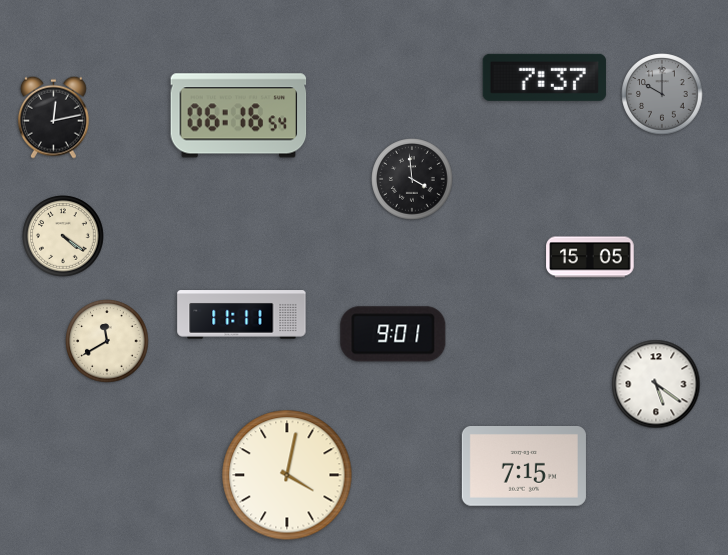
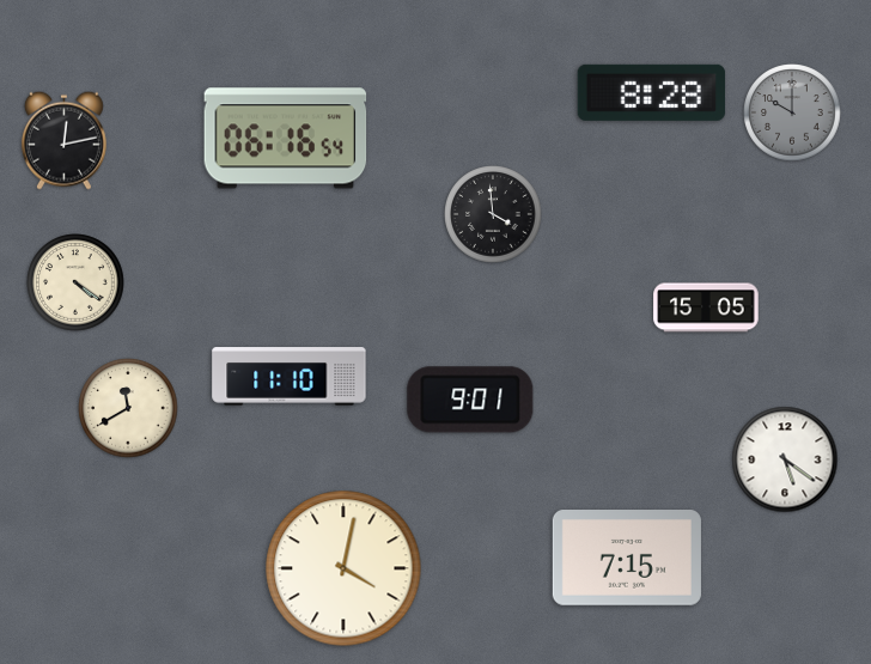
clock at (544, 77): 7:37 -> 8:28
clock at (242, 315): 11:11 -> 11:10
